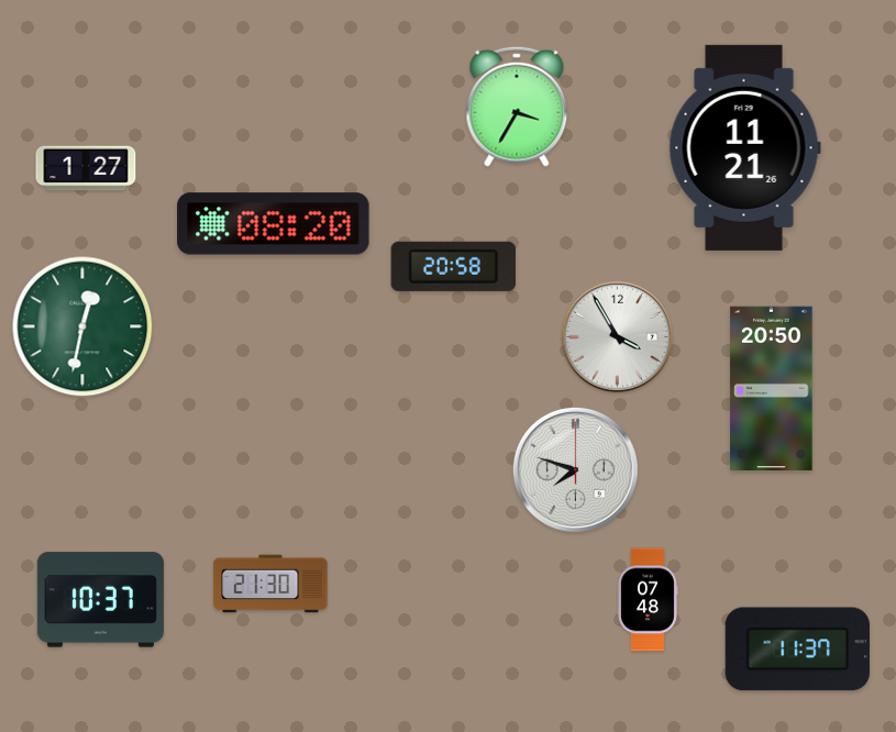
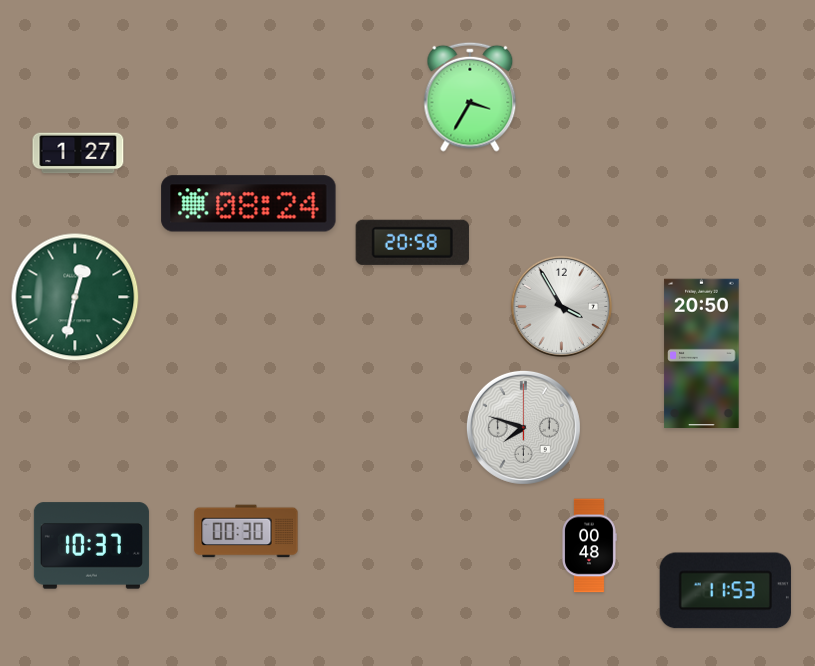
clock at (744, 147): 11:21 -> none
clock at (274, 224): 08:20 -> 08:24
clock at (270, 584): 21:30 -> 00:30
clock at (648, 600): 07:48 -> 00:48
clock at (797, 650): 11:37 -> 11:53
